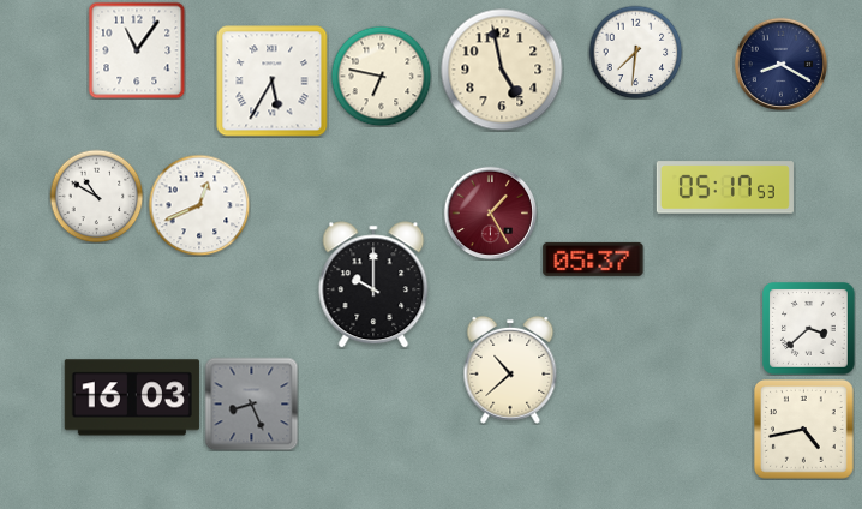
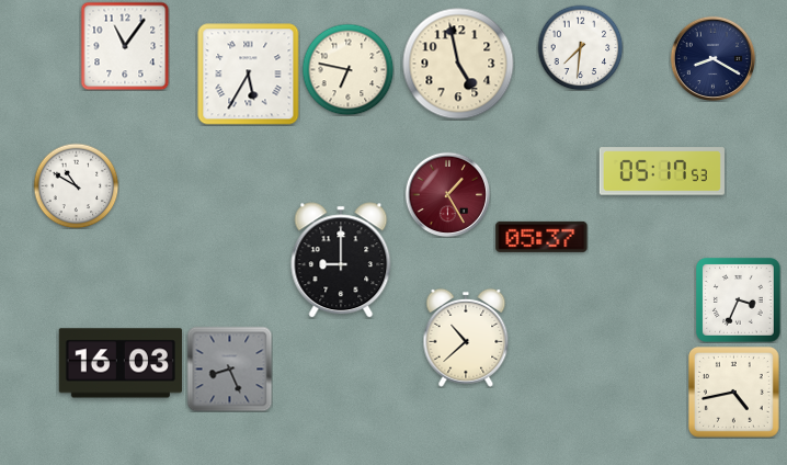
clock at (96, 196) position: (96, 196) -> (76, 185)
clock at (199, 205): 12:41 -> none
clock at (373, 285): 10:00 -> 9:00
clock at (809, 329): 3:38 -> 3:34
